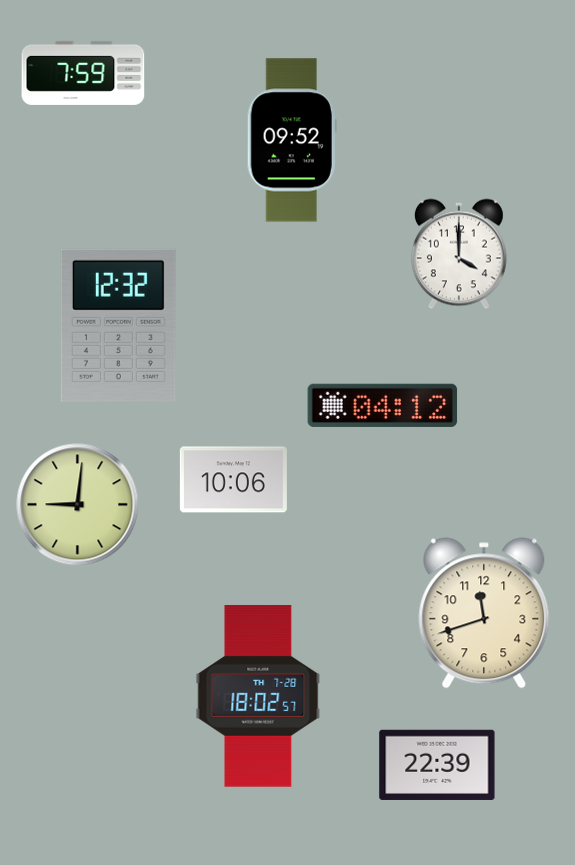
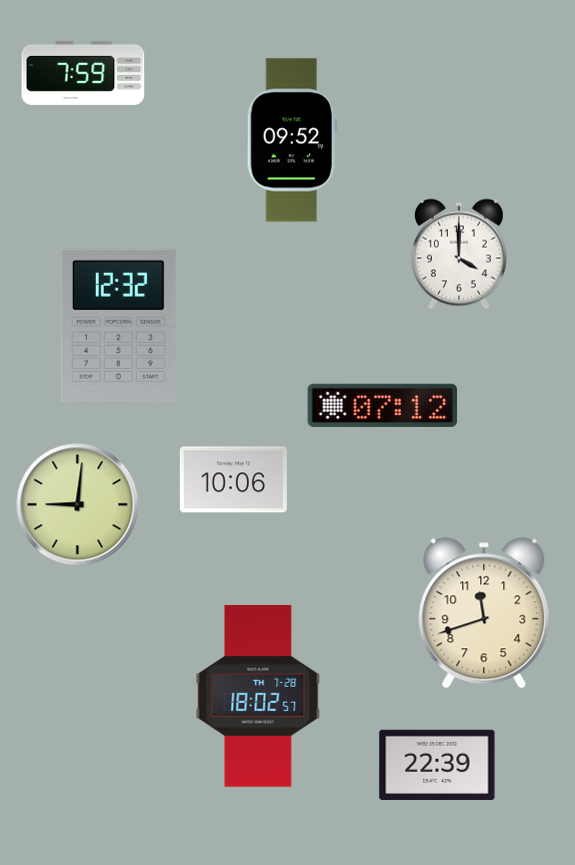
clock at (383, 405): 04:12 -> 07:12
